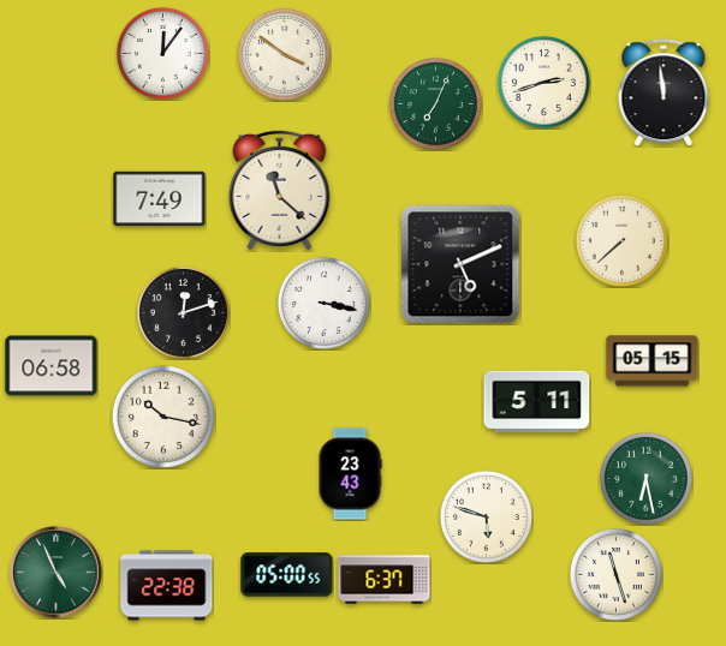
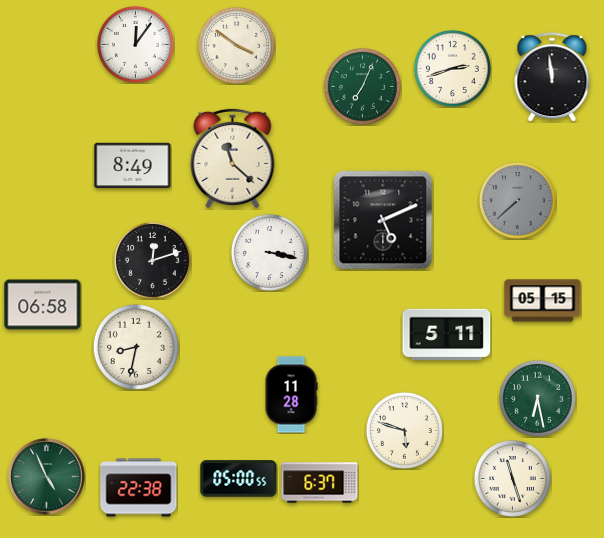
clock at (160, 199): 7:49 -> 8:49
clock at (621, 240) dial: cream -> grey
clock at (163, 417): 10:17 -> 8:32
clock at (350, 474): 23:43 -> 11:28
